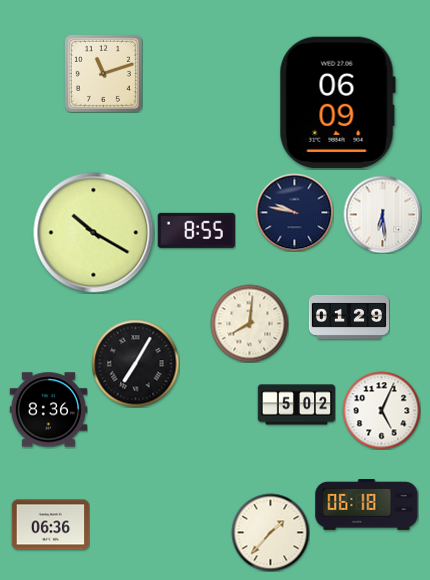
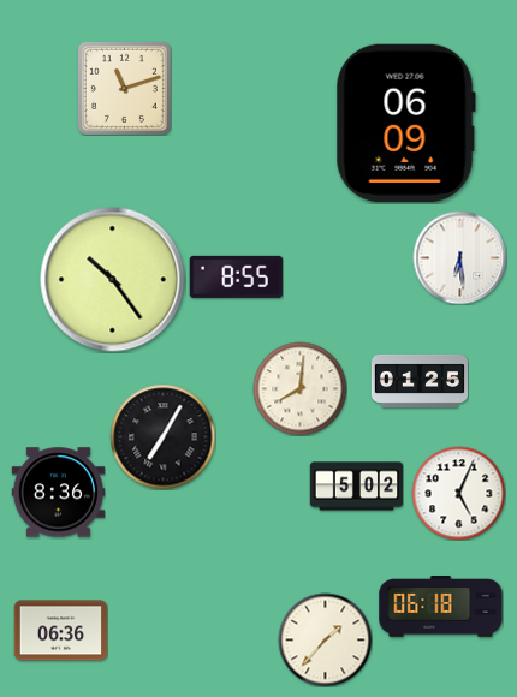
clock at (294, 212): 9:47 -> none
clock at (94, 233): 10:20 -> 10:24
clock at (348, 317): 01:29 -> 01:25
